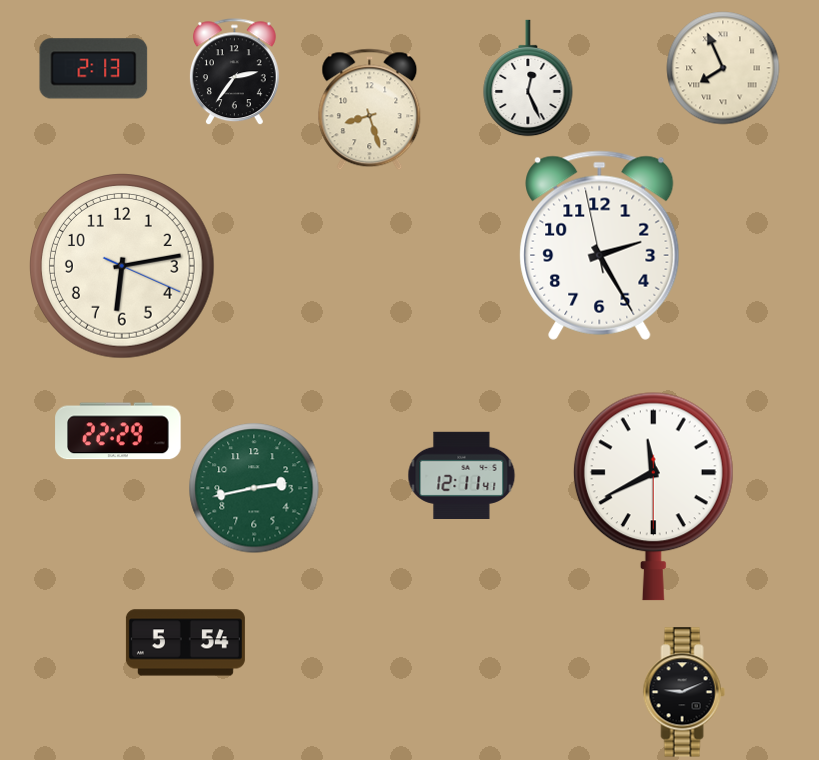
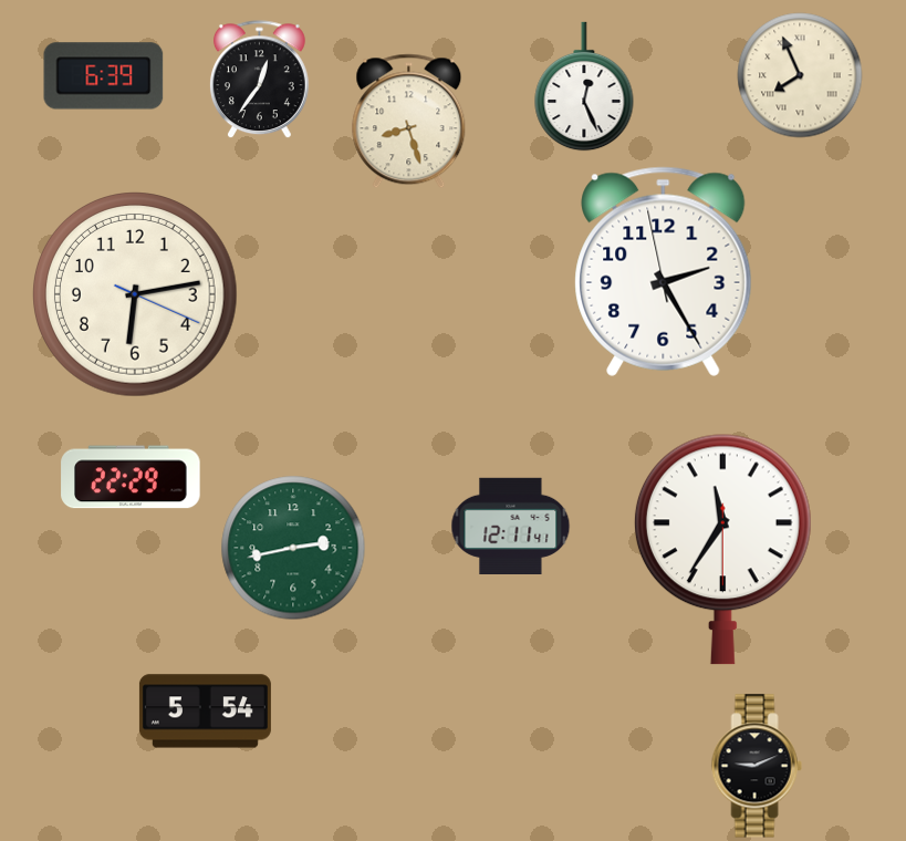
clock at (94, 69): 2:13 -> 6:39
clock at (234, 72): 2:36 -> 12:36
clock at (254, 488) position: (254, 488) -> (293, 548)
clock at (653, 496): 11:40 -> 11:35
